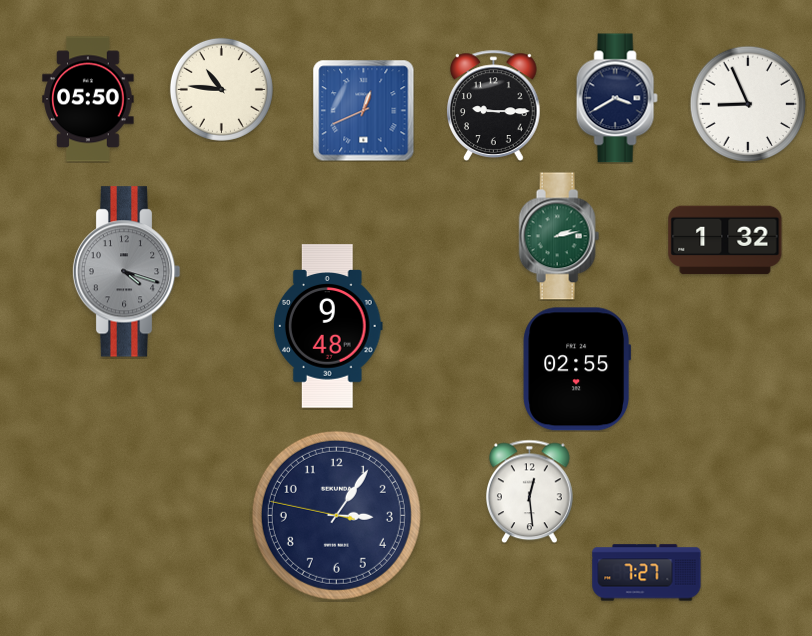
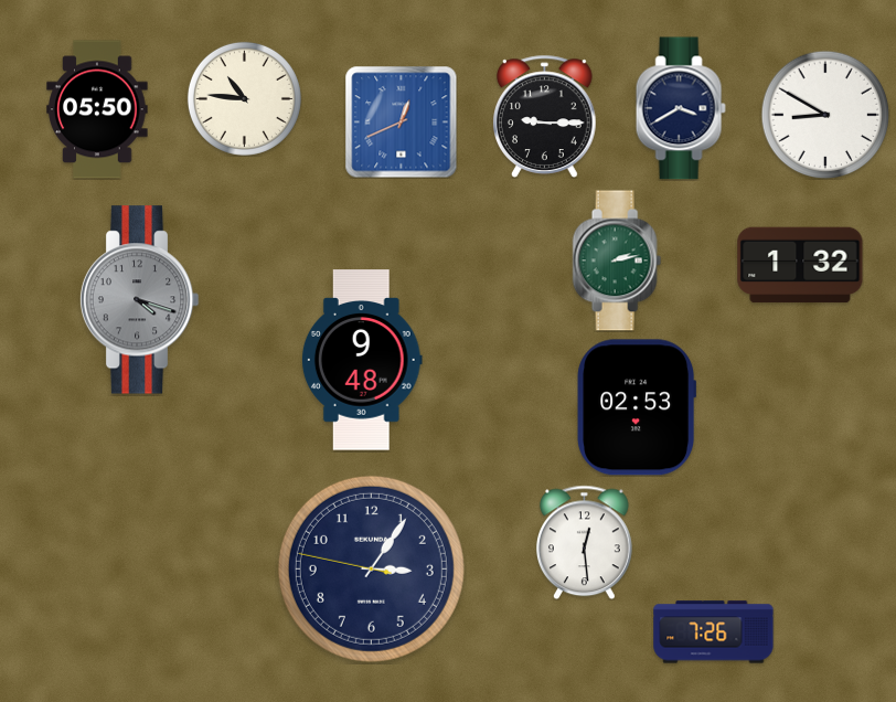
clock at (748, 104): 8:56 -> 8:50
clock at (577, 369): 02:55 -> 02:53
clock at (647, 573): 7:27 -> 7:26
